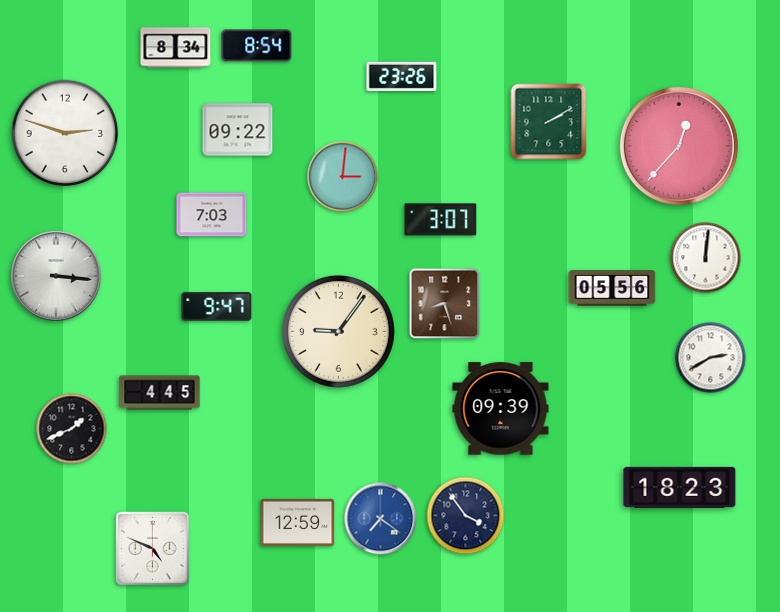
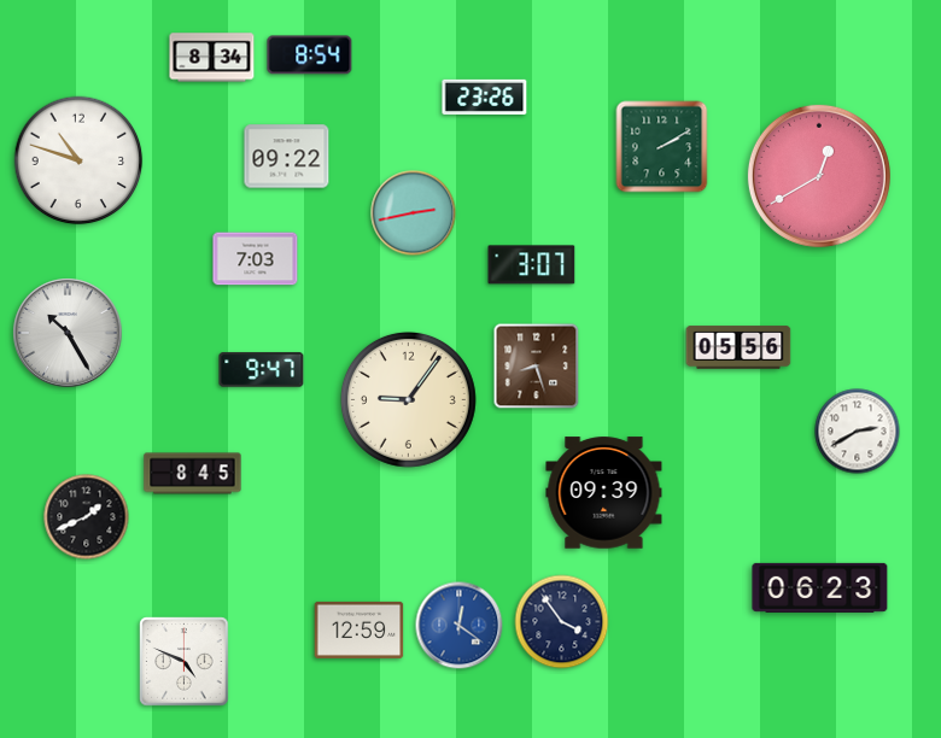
clock at (402, 76) position: (402, 76) -> (485, 96)
clock at (65, 133): 2:48 -> 10:48
clock at (679, 146): 12:37 -> 12:40
clock at (343, 177): 3:01 -> 2:43
clock at (706, 258): 12:01 -> none
clock at (56, 276): 3:16 -> 10:25
clock at (160, 393): 4:45 -> 8:45
clock at (680, 487): 18:23 -> 06:23
clock at (381, 519): 7:21 -> 12:21
